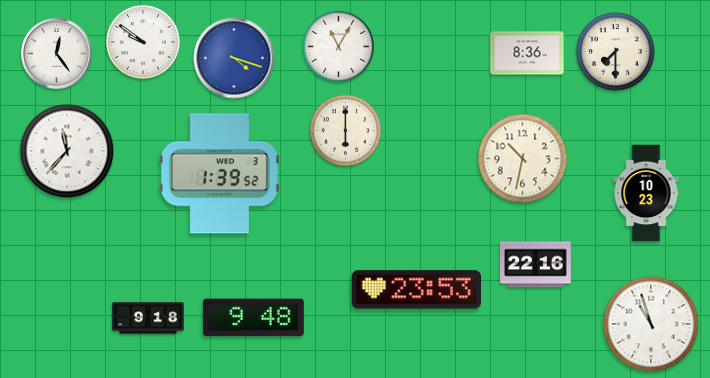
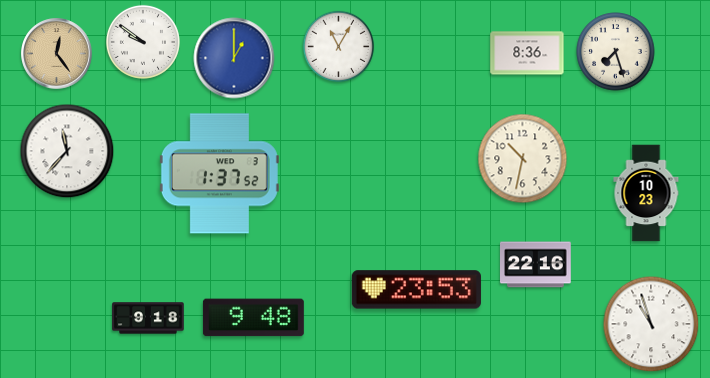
clock at (616, 52): 7:30 -> 7:27
clock at (57, 54) dial: white -> champagne
clock at (234, 58): 4:18 -> 1:00
clock at (346, 131): 6:00 -> none
clock at (219, 174): 1:39 -> 1:37
